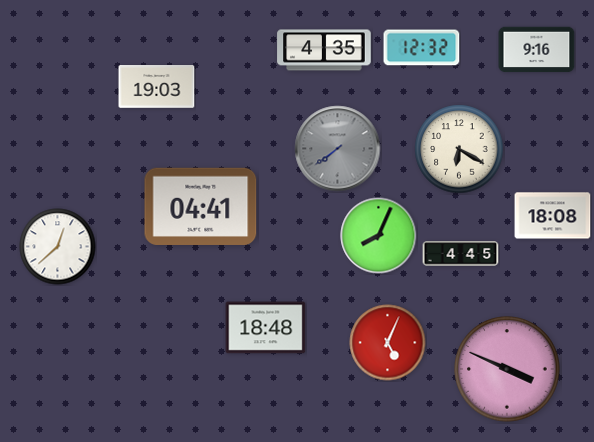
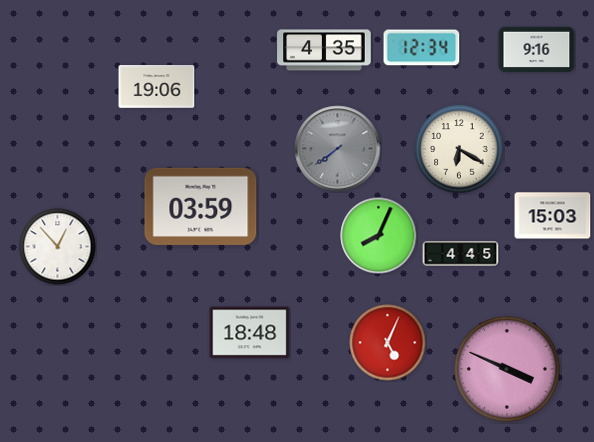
clock at (422, 48): 12:32 -> 12:34
clock at (157, 87): 19:03 -> 19:06
clock at (201, 206): 04:41 -> 03:59
clock at (553, 216): 18:08 -> 15:03
clock at (58, 247): 12:38 -> 12:53
clock at (266, 328) position: (266, 328) -> (250, 333)
